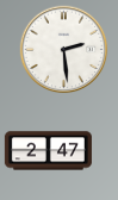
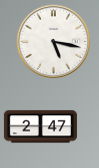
clock at (64, 50): 2:29 -> 5:17
